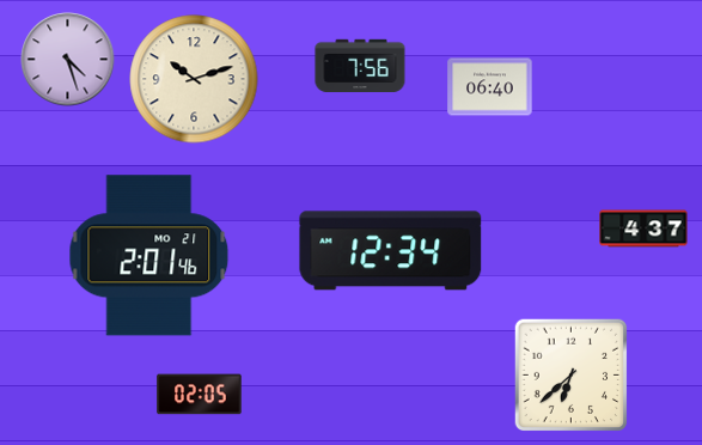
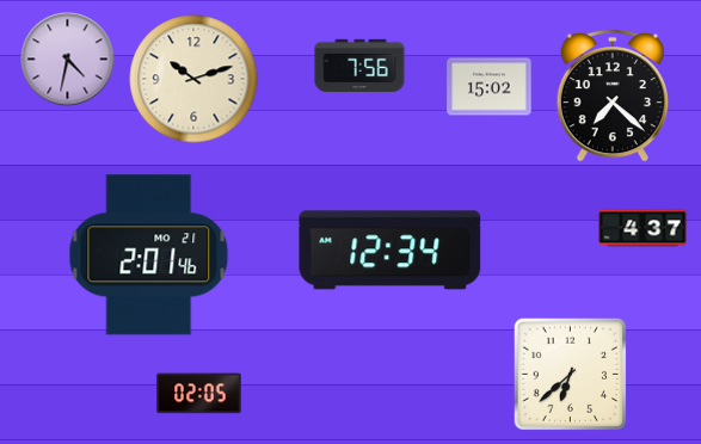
clock at (68, 60): 4:27 -> 4:32
clock at (490, 87): 06:40 -> 15:02
clock at (613, 95): none -> 7:22
